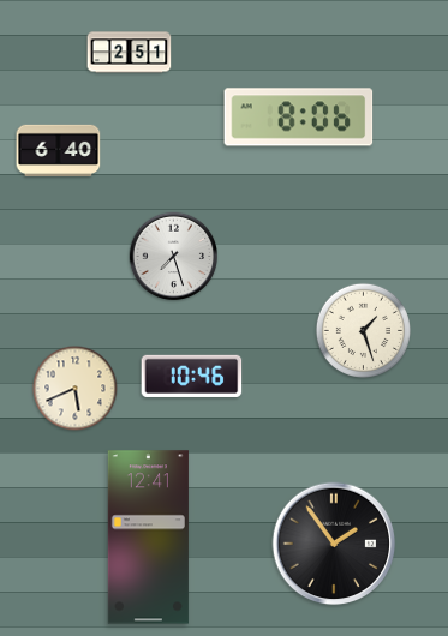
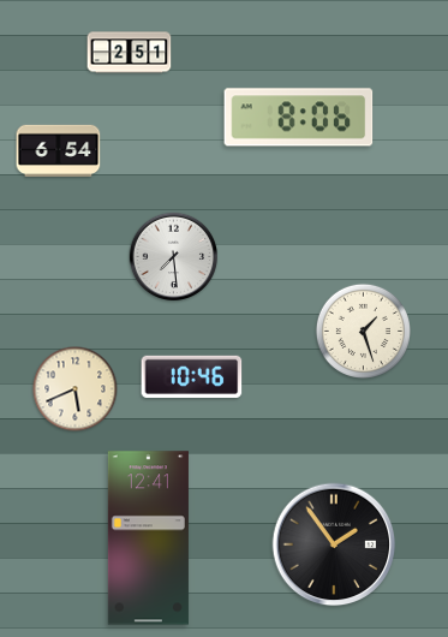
clock at (59, 150): 6:40 -> 6:54
clock at (174, 257): 7:27 -> 7:29
